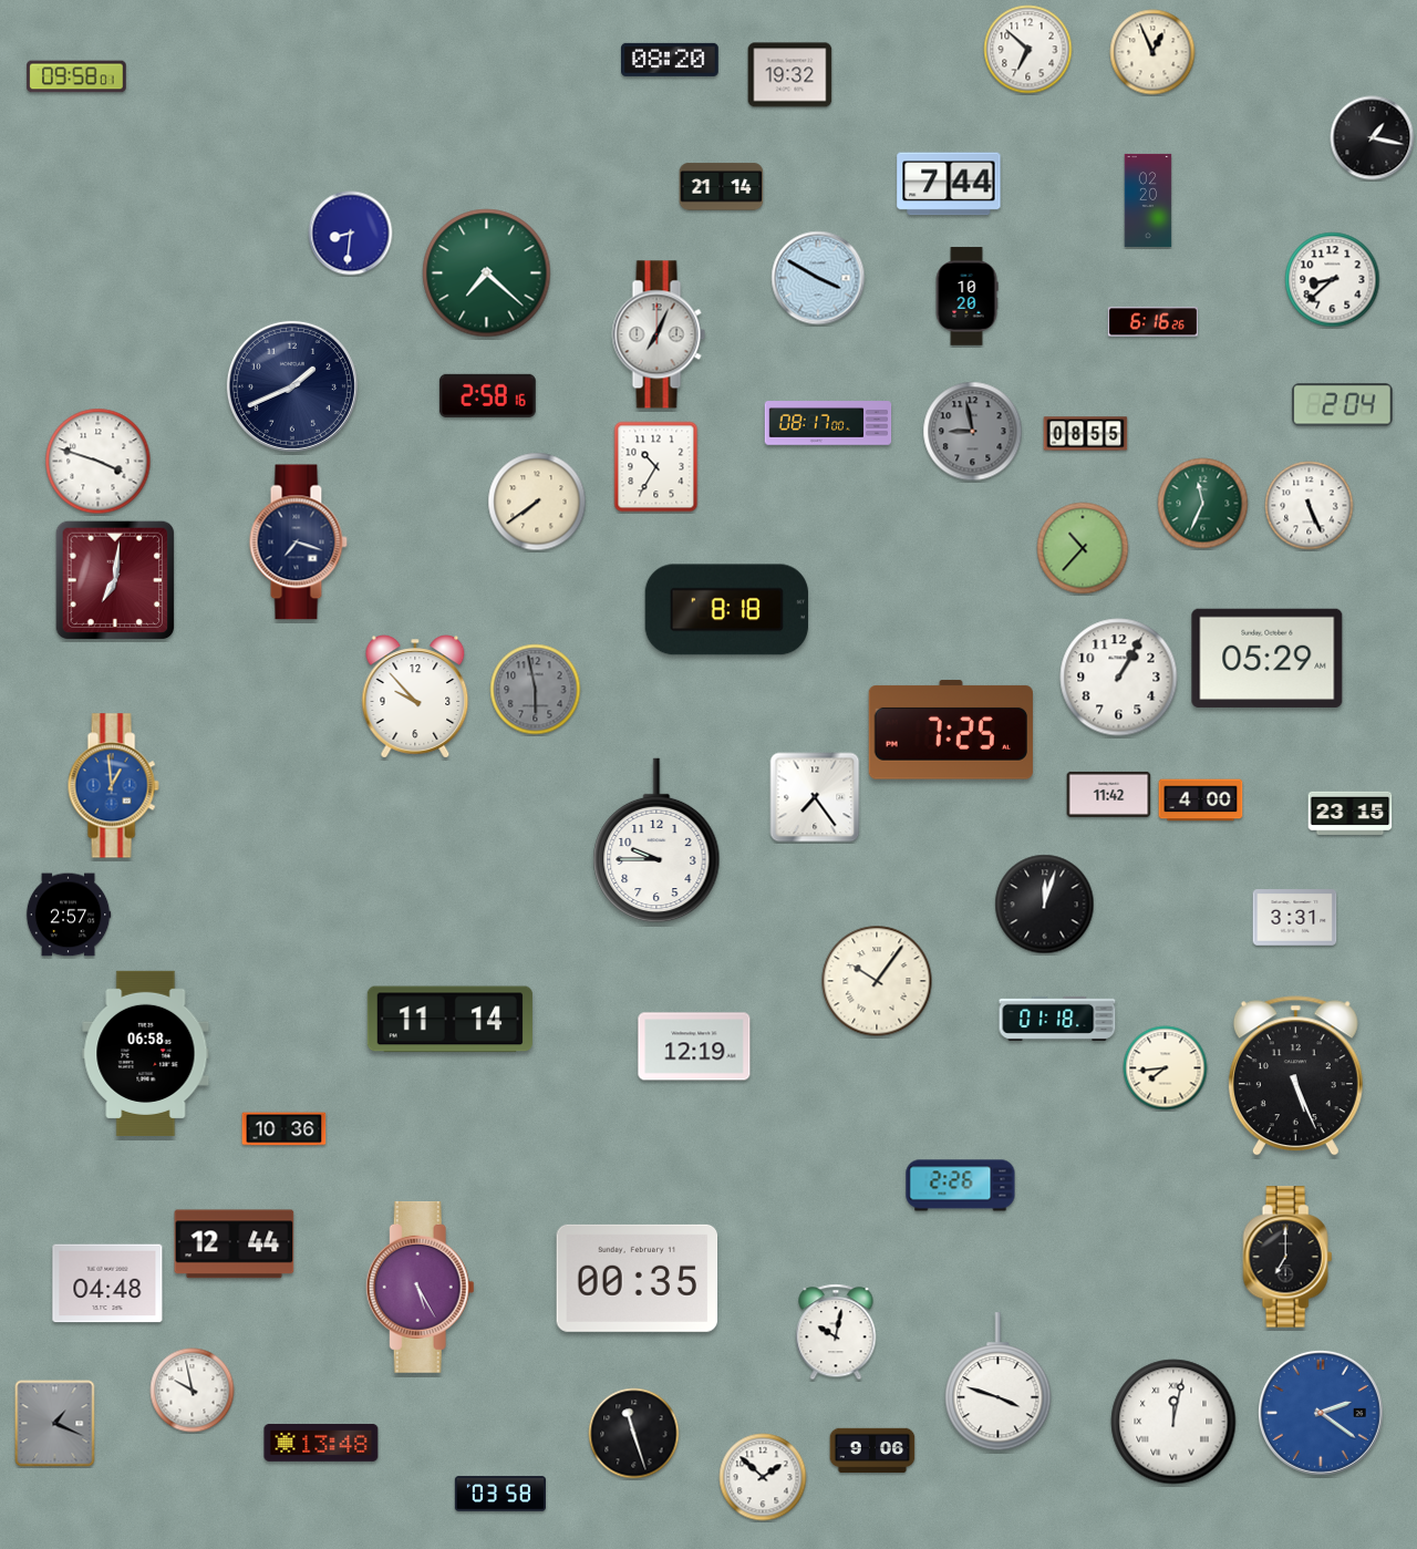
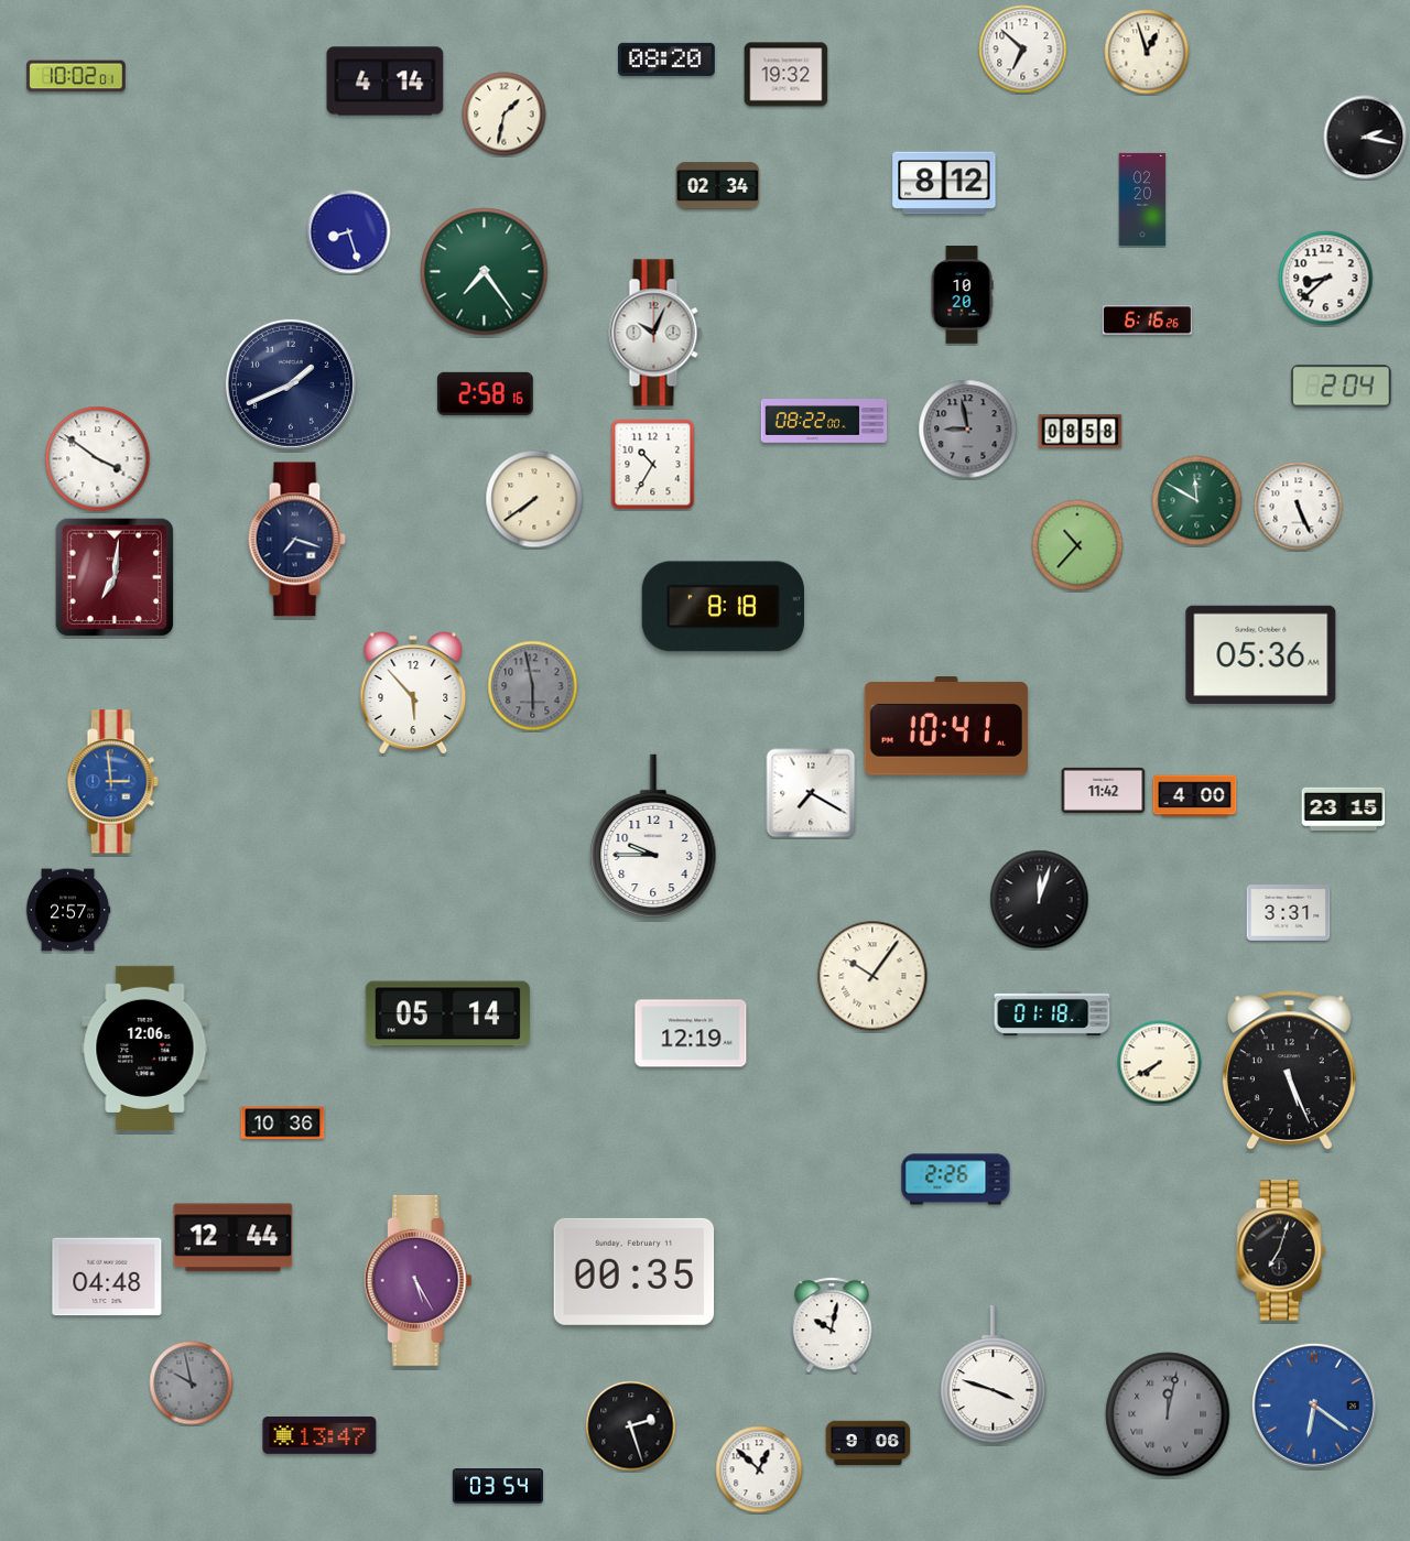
clock at (1152, 52): 12:56 -> 12:57
clock at (76, 76): 09:58 -> 10:02
clock at (386, 82): none -> 4:14
clock at (505, 115): none -> 1:32
clock at (1373, 138): 1:17 -> 2:17
clock at (949, 184): 7:44 -> 8:12
clock at (722, 187): 21:14 -> 02:34
clock at (351, 234): 8:31 -> 8:27
clock at (487, 273): 7:22 -> 7:24
clock at (818, 278): 3:50 -> none
clock at (659, 334): 7:04 -> 10:04
clock at (1343, 405) position: (1343, 405) -> (1342, 387)
clock at (828, 423): 08:17 -> 08:22
clock at (1086, 434): 08:55 -> 08:58
clock at (99, 462): 3:48 -> 3:51
clock at (1203, 504): 11:34 -> 11:50
clock at (1310, 506) position: (1310, 506) -> (1299, 507)
clock at (1268, 658): 05:29 -> 05:36
clock at (1119, 678): 1:05 -> none
clock at (415, 696): 9:53 -> 5:53
clock at (951, 730): 7:25 -> 10:41
clock at (113, 786): 12:59 -> 2:59
clock at (815, 797): 7:24 -> 7:20
clock at (449, 1020): 11:14 -> 05:14
clock at (694, 1046) position: (694, 1046) -> (691, 1033)
clock at (146, 1053): 06:58 -> 12:06
clock at (1166, 1068): 7:44 -> 7:40
clock at (1287, 1257): 7:00 -> 7:03
clock at (193, 1391) dial: white -> grey
clock at (1321, 1413): 2:21 -> 6:21
clock at (1173, 1422) dial: white -> grey
clock at (55, 1424): 1:19 -> none
clock at (634, 1434): 11:27 -> 2:27
clock at (321, 1444): 13:48 -> 13:47
clock at (763, 1477): 1:52 -> 12:52
clock at (499, 1494): 03:58 -> 03:54
